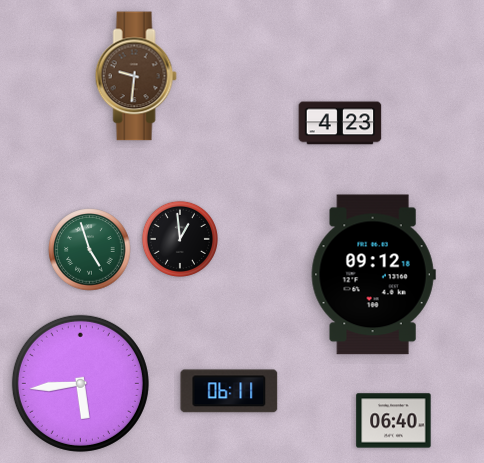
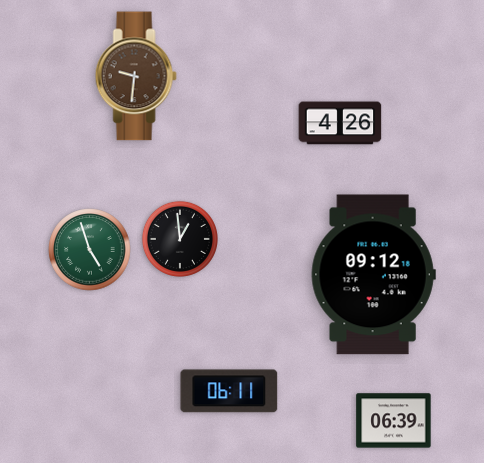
clock at (340, 123): 4:23 -> 4:26
clock at (80, 383): 5:44 -> none
clock at (394, 421): 06:40 -> 06:39
